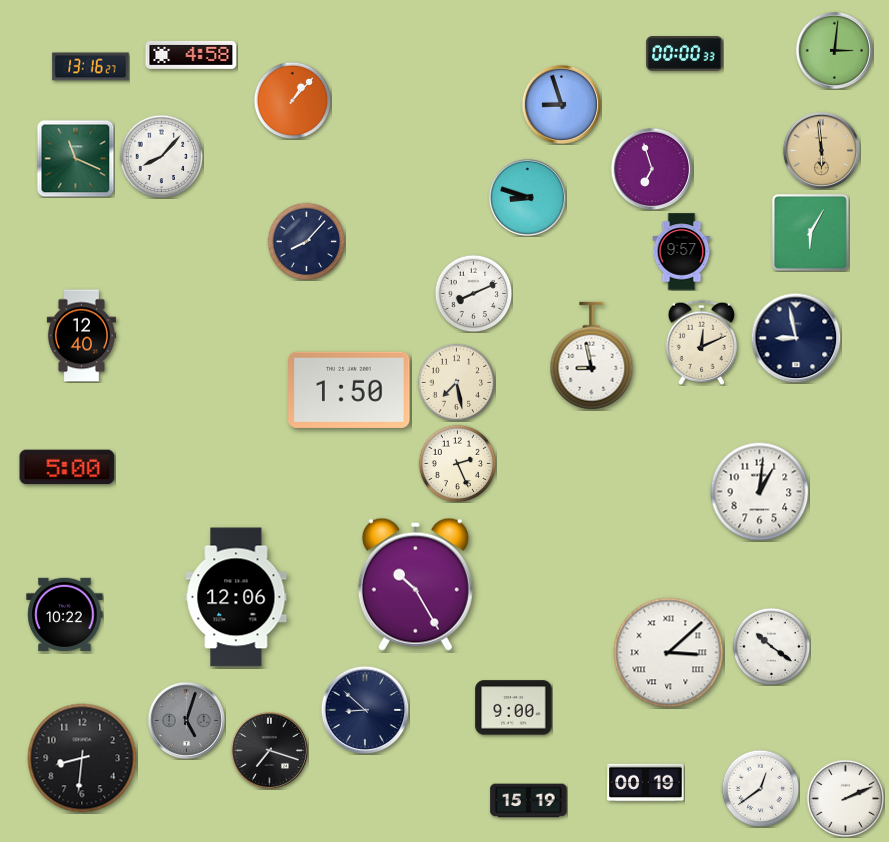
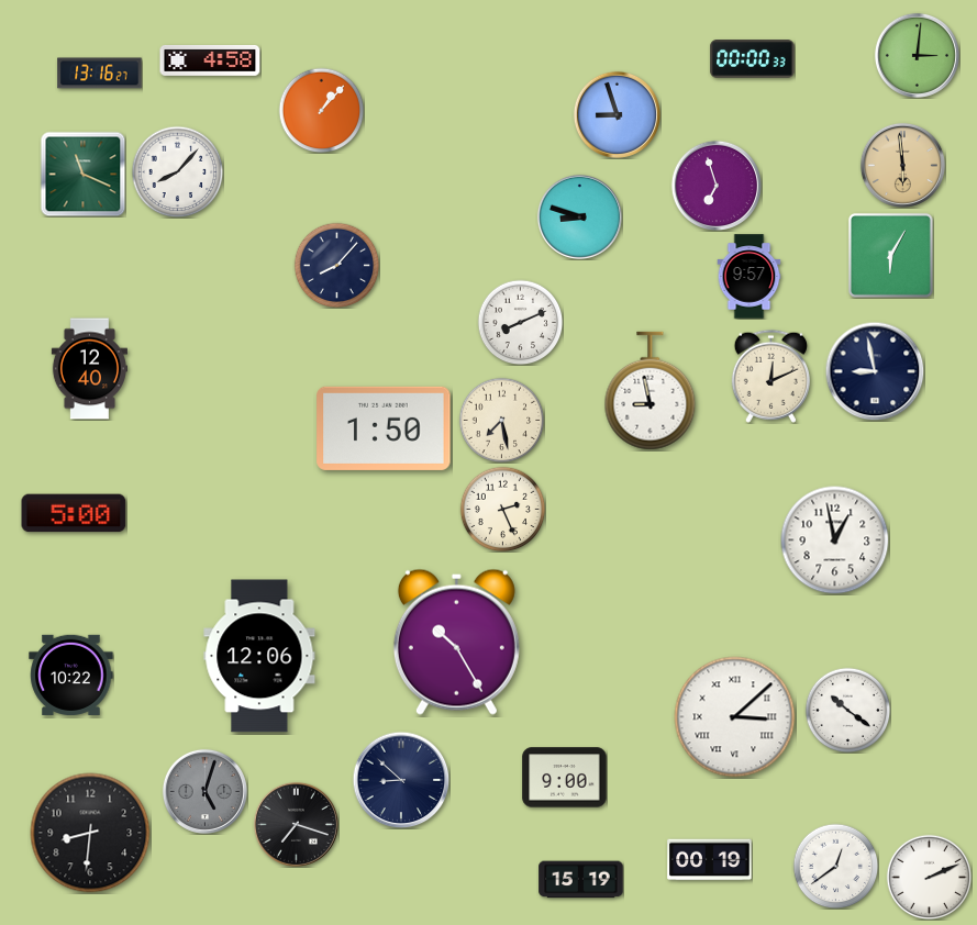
clock at (760, 492): 1:01 -> 12:58
